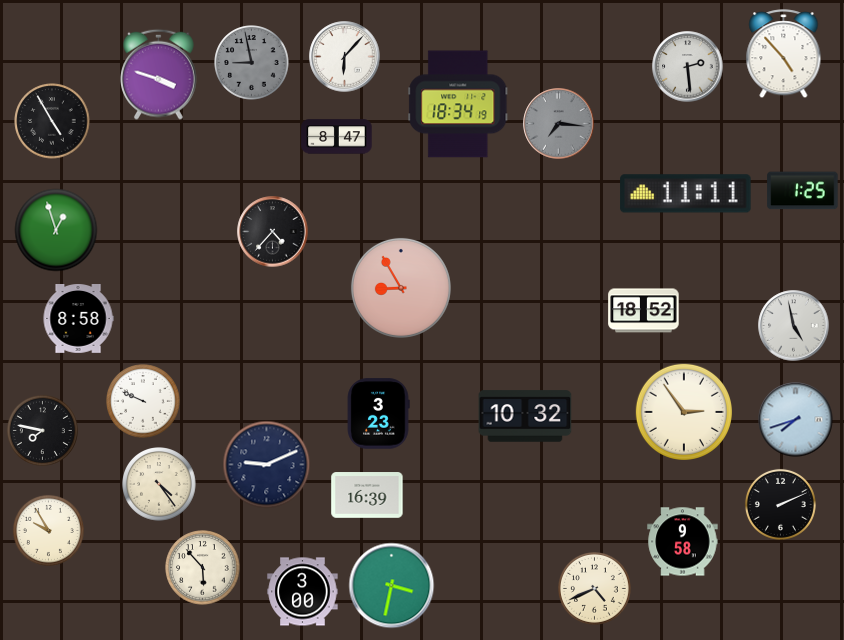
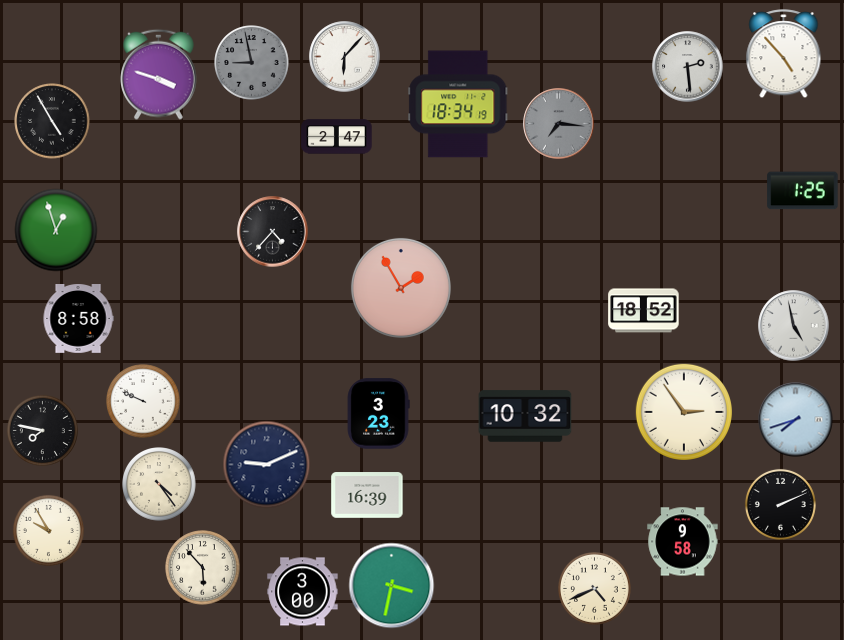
clock at (337, 137): 8:47 -> 2:47
clock at (686, 194): 11:11 -> none
clock at (401, 288): 8:55 -> 1:55
